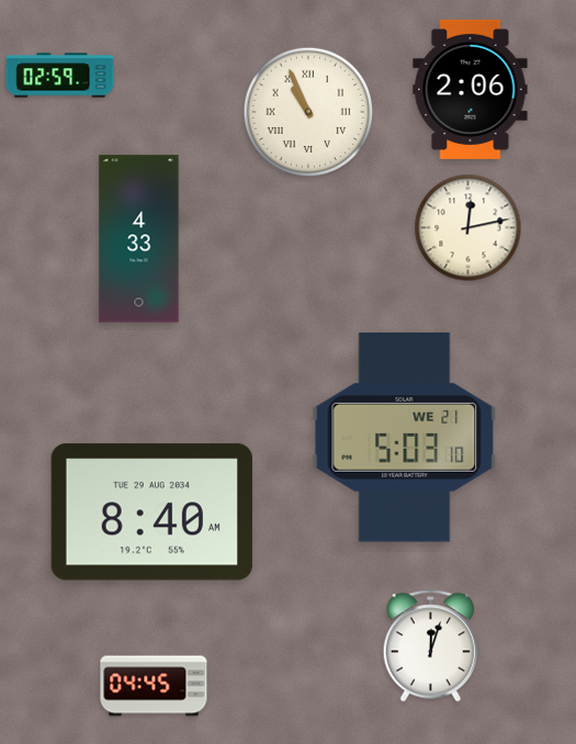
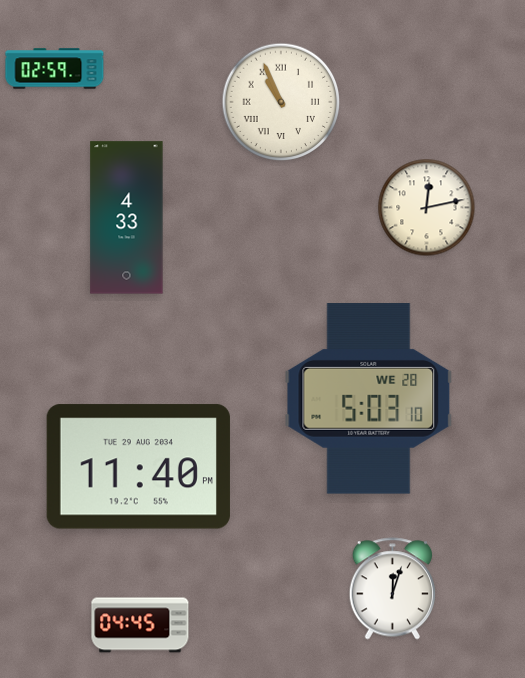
clock at (471, 89): 2:06 -> none
clock at (405, 438) date: WE 21 -> WE 28
clock at (151, 512): 8:40 -> 11:40
